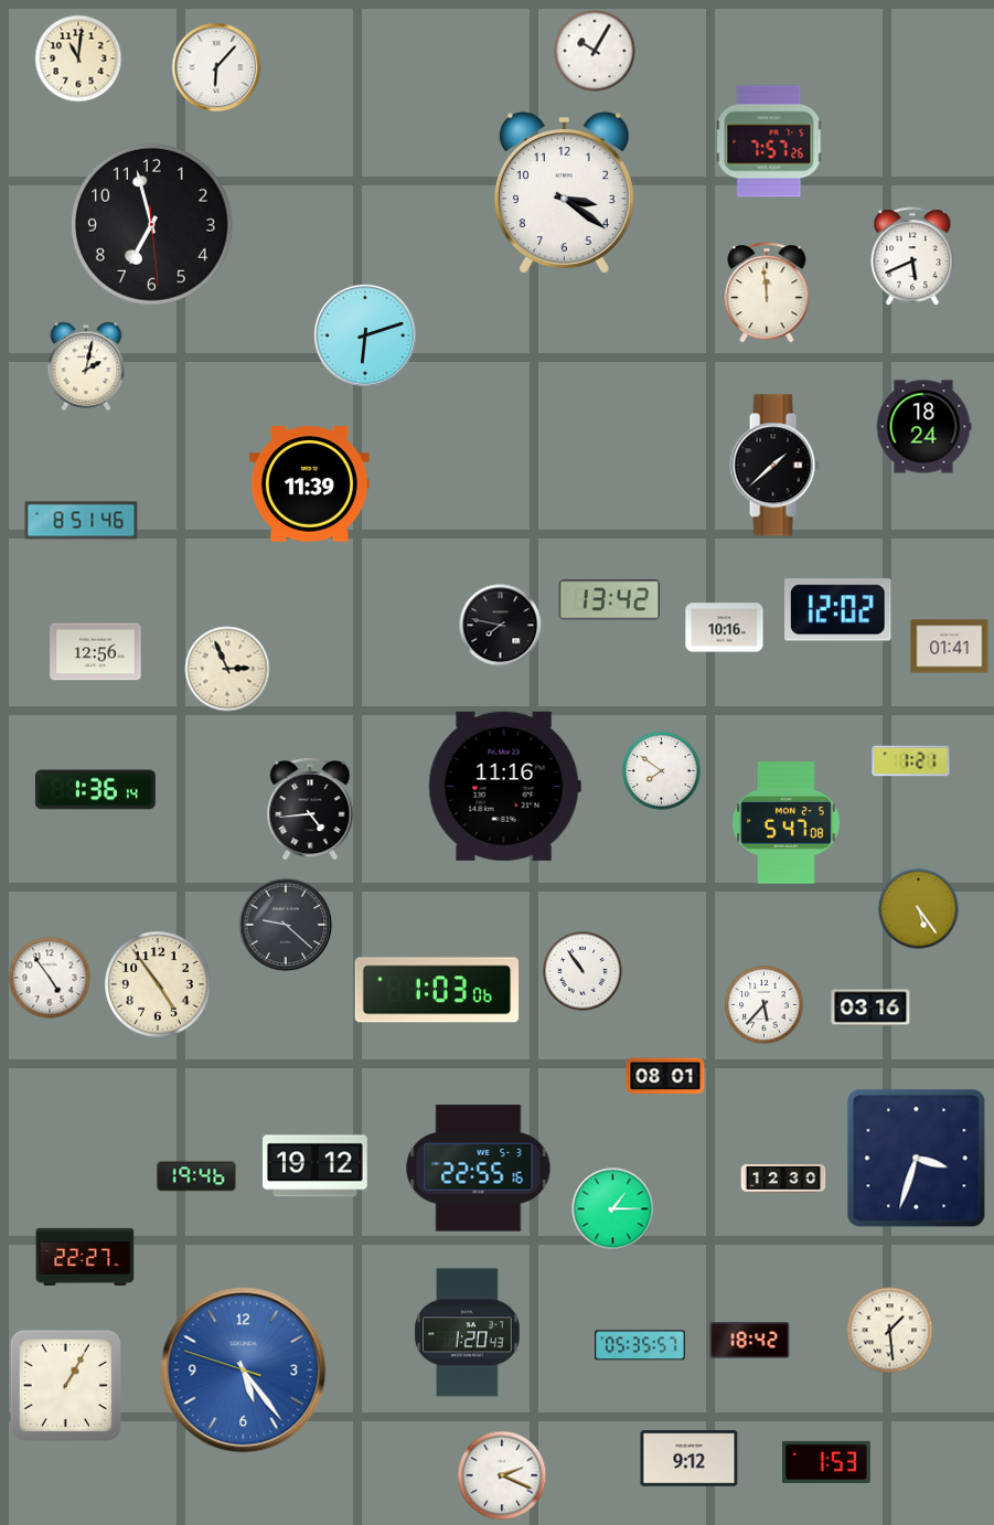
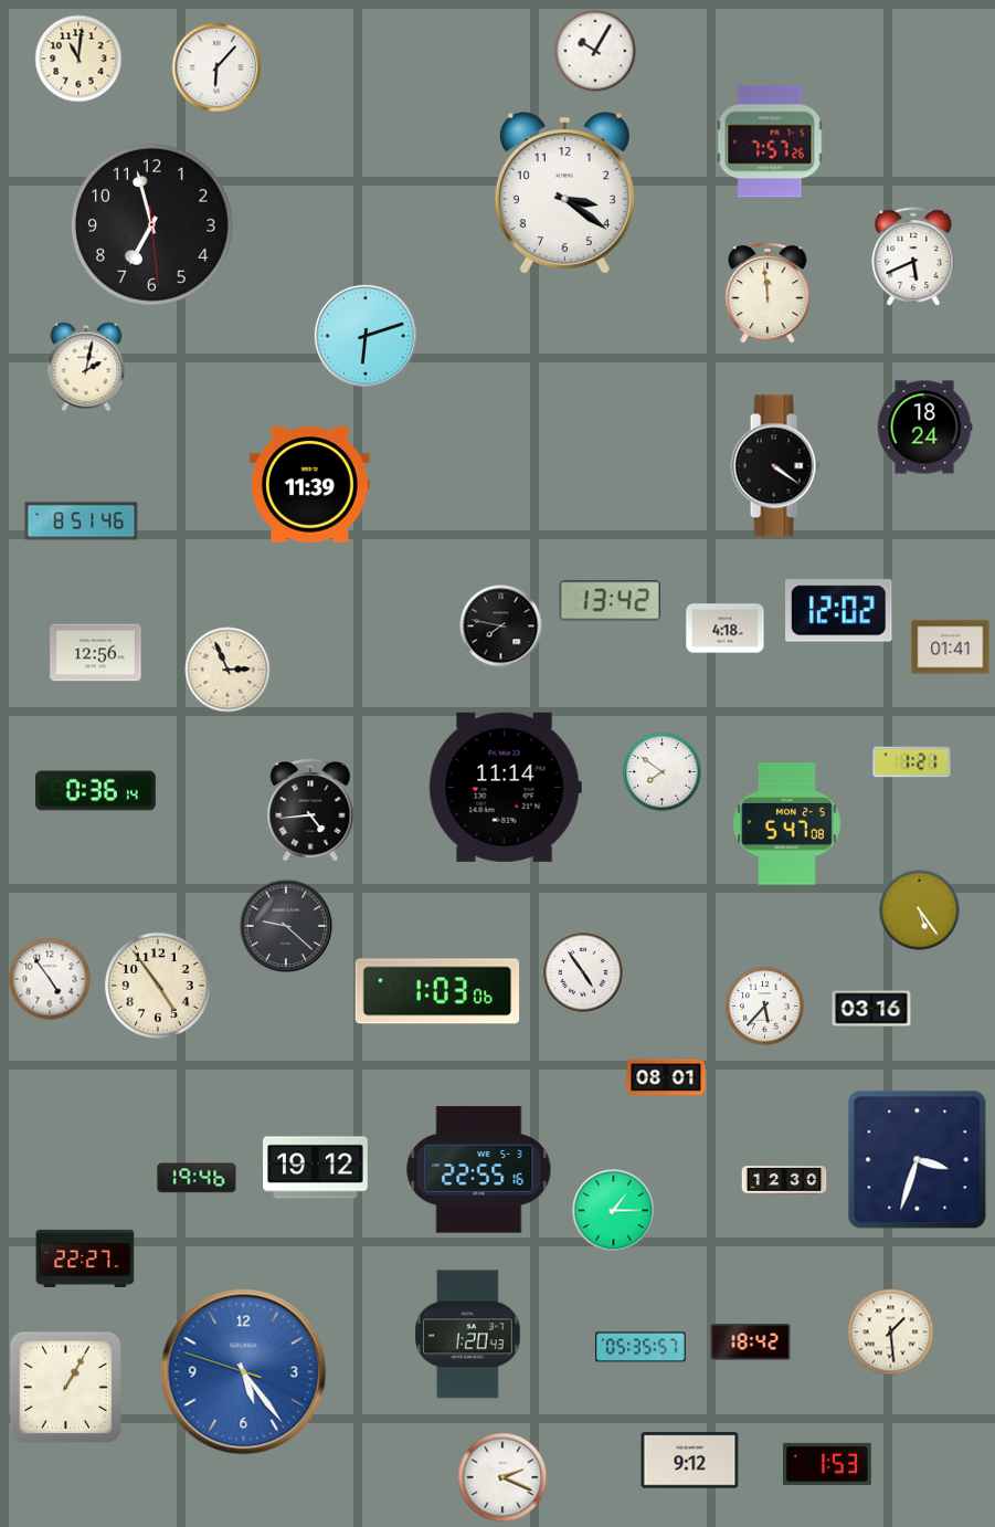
clock at (774, 466): 1:38 -> 4:21
clock at (725, 628): 10:16 -> 4:18
clock at (504, 786): 11:16 -> 11:14
clock at (95, 790): 1:36 -> 0:36
clock at (582, 971): 10:54 -> 4:54
